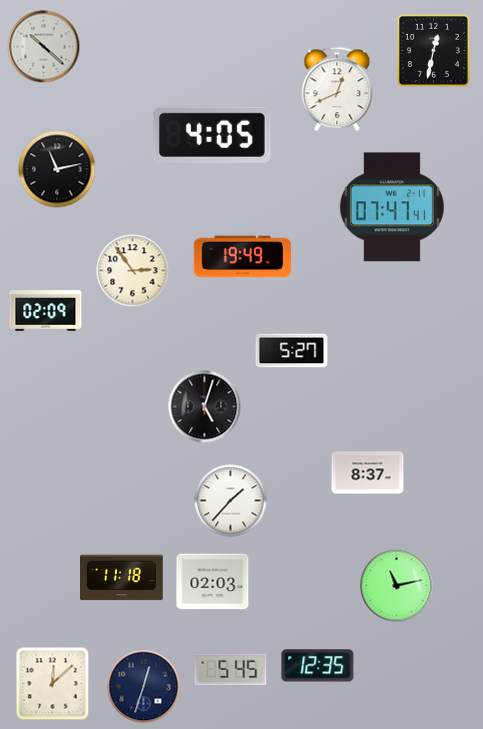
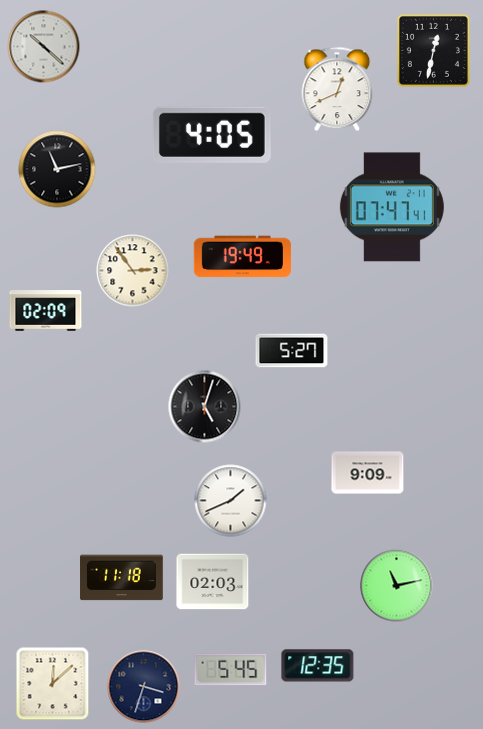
clock at (368, 473): 8:37 -> 9:09
clock at (231, 501): 1:37 -> 1:41
clock at (144, 687): 12:33 -> 3:33
